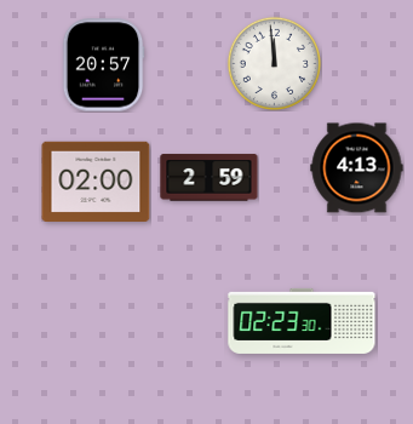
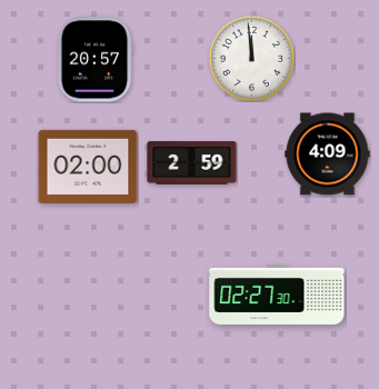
clock at (357, 168): 4:13 -> 4:09
clock at (302, 321): 02:23 -> 02:27
